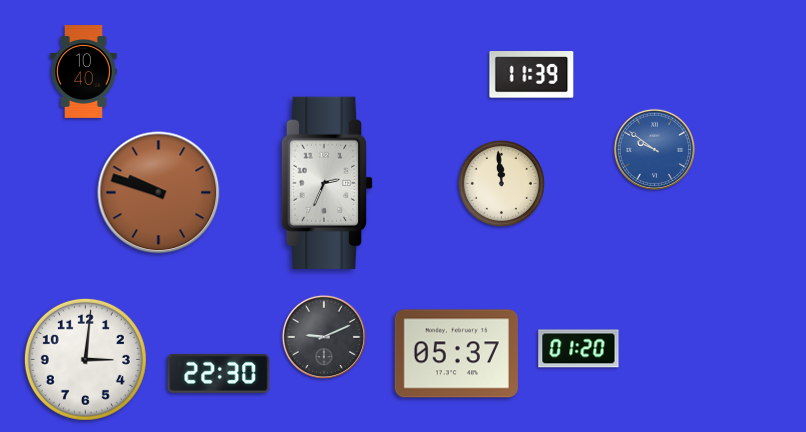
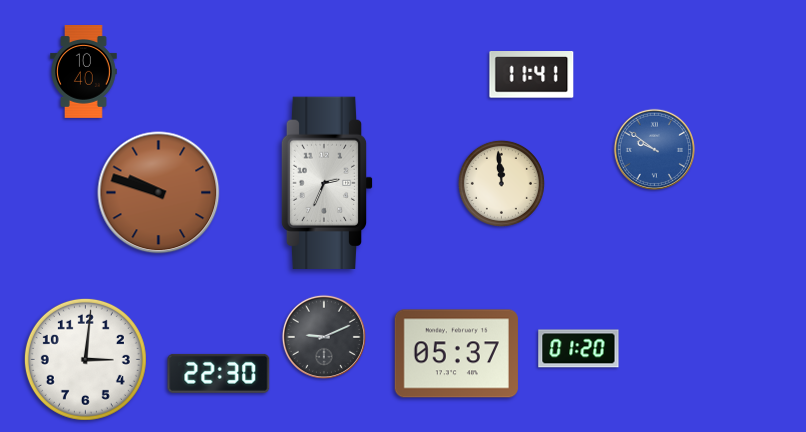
clock at (532, 75): 11:39 -> 11:41
